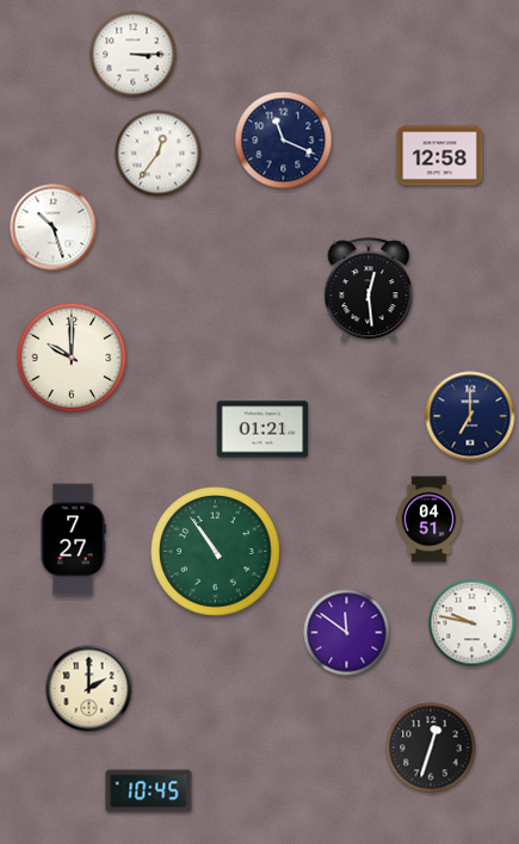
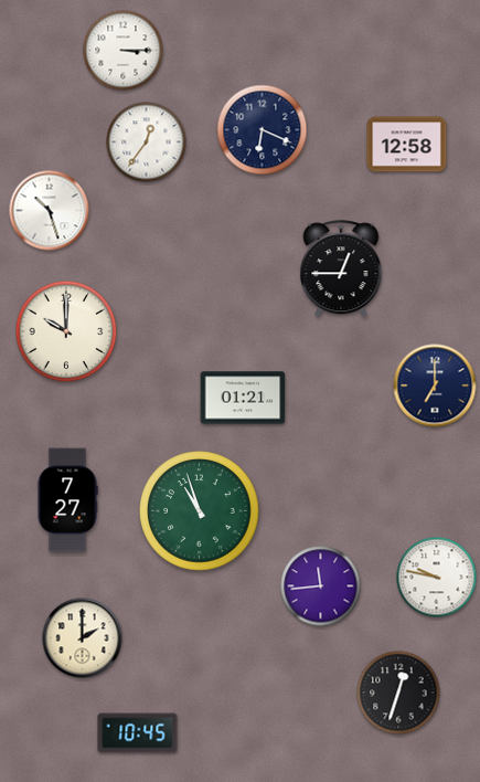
clock at (284, 141): 11:19 -> 6:19
clock at (369, 291): 12:29 -> 12:45
clock at (430, 520): 04:51 -> none
clock at (216, 552): 10:54 -> 10:57
clock at (347, 633): 11:51 -> 11:44
